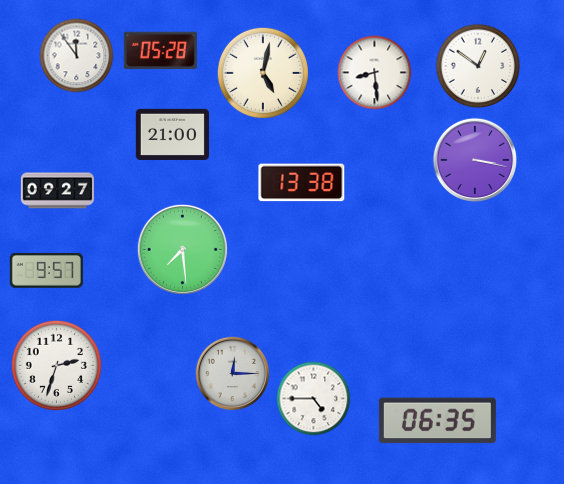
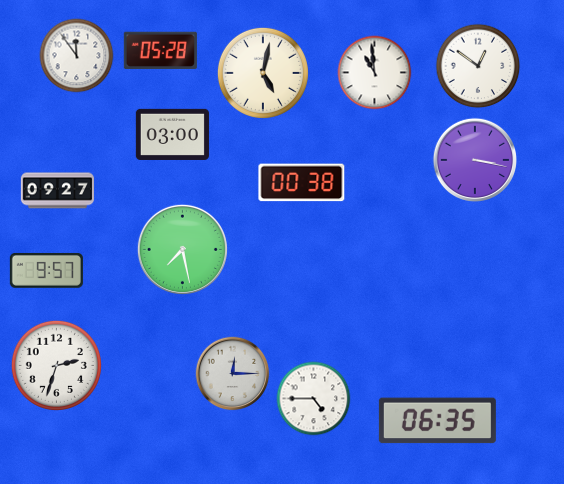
clock at (375, 73): 8:29 -> 10:59
clock at (172, 134): 21:00 -> 03:00
clock at (302, 183): 13:38 -> 00:38
clock at (182, 249): 7:29 -> 7:28
